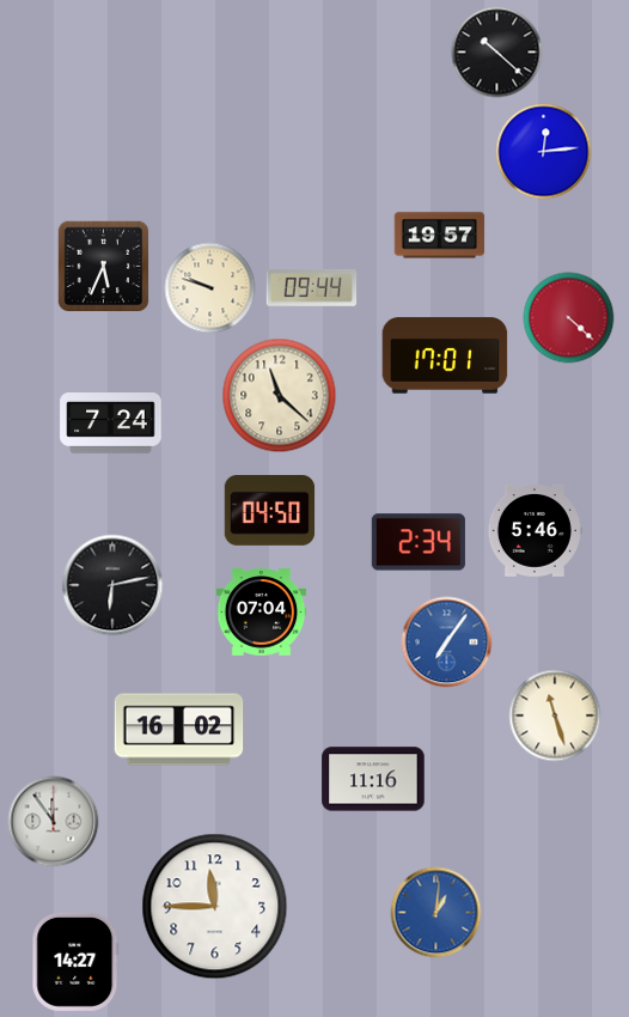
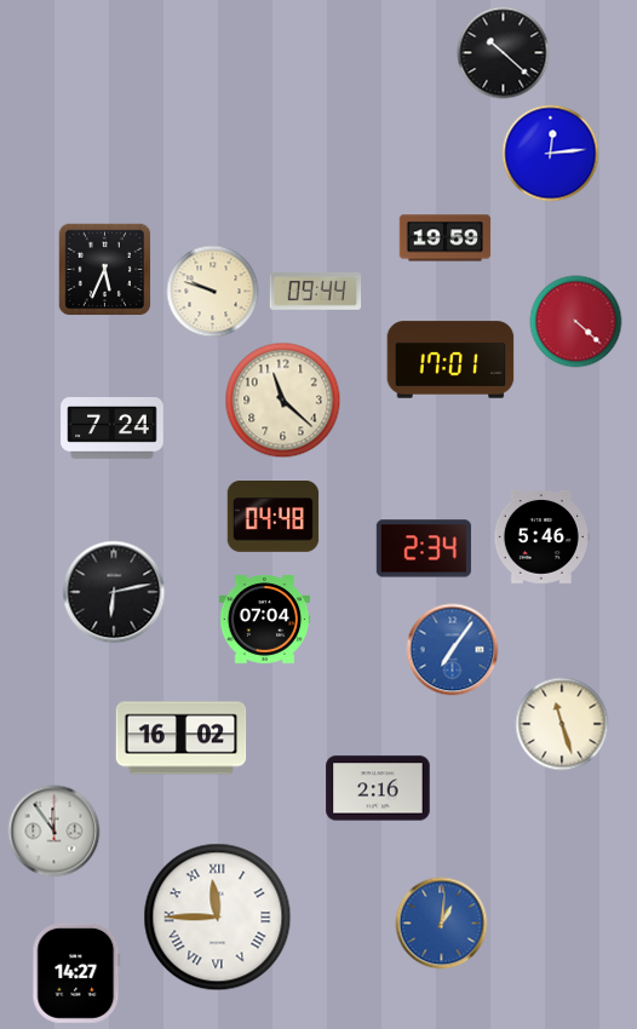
clock at (440, 236): 19:57 -> 19:59
clock at (270, 511): 04:50 -> 04:48
clock at (373, 779): 11:16 -> 2:16
clock at (215, 907) numerals: Arabic -> Roman
